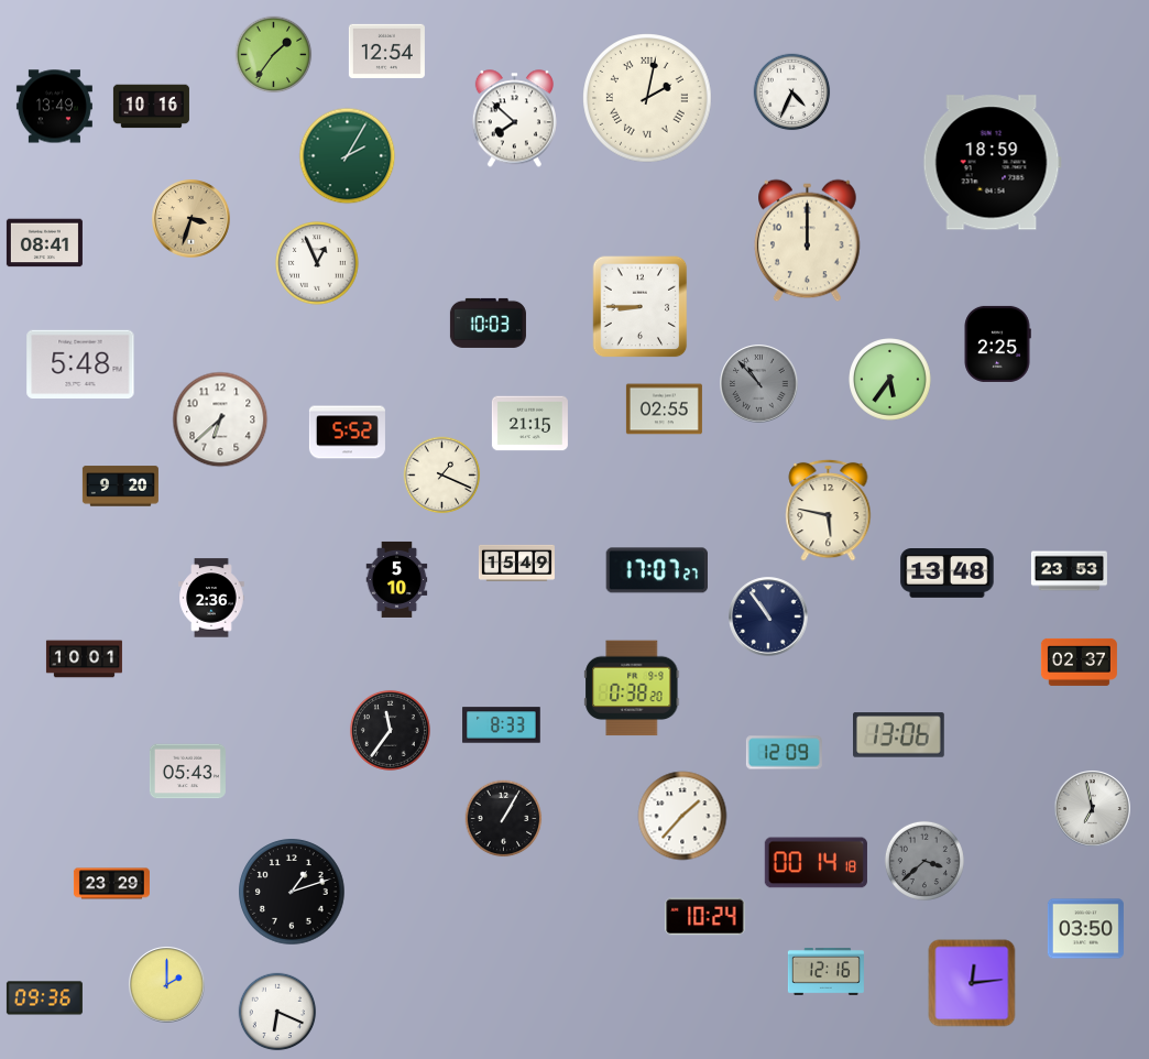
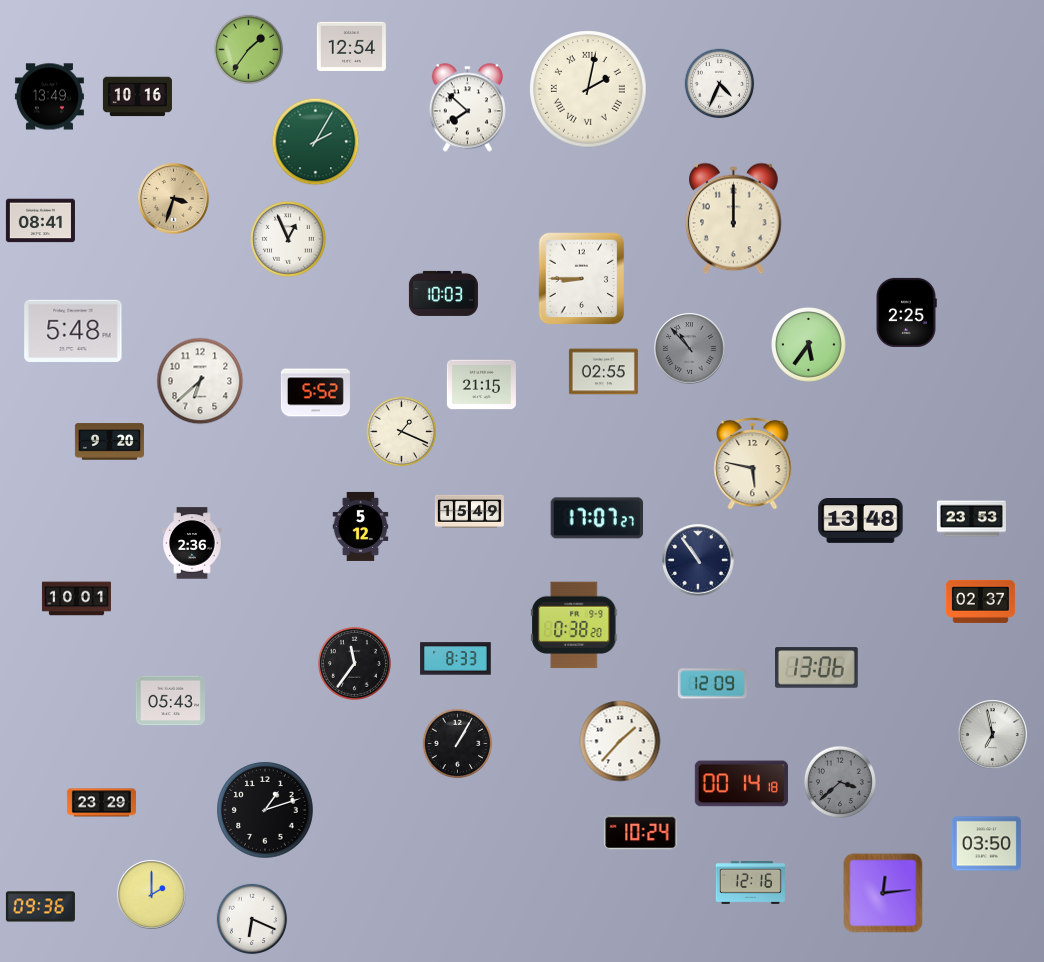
clock at (992, 163): 18:59 -> none
clock at (397, 579): 5:10 -> 5:12
